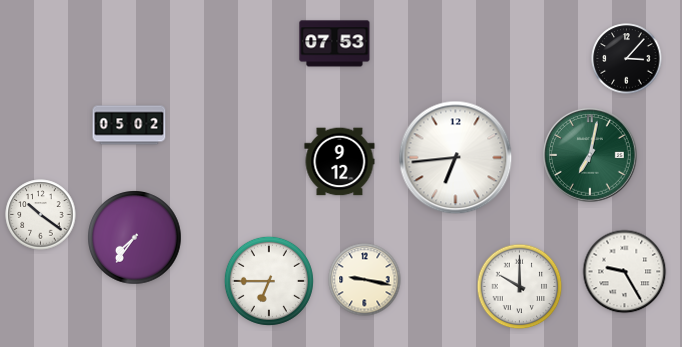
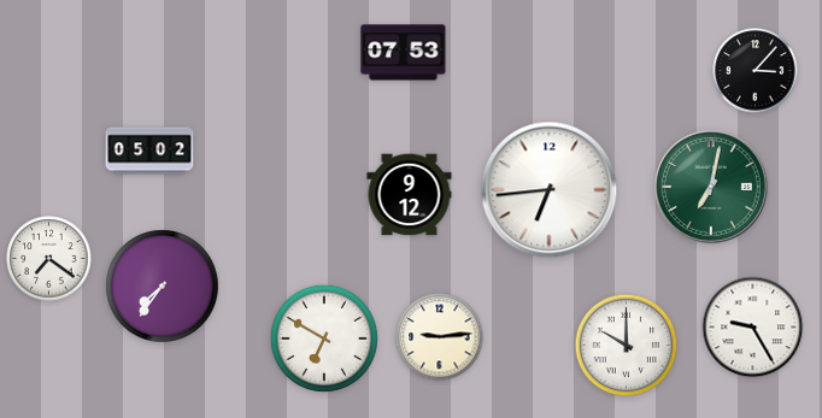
clock at (129, 125) position: (129, 125) -> (149, 151)
clock at (41, 215): 10:21 -> 7:21
clock at (365, 280): 9:17 -> 9:14
clock at (269, 281): 6:45 -> 6:50
